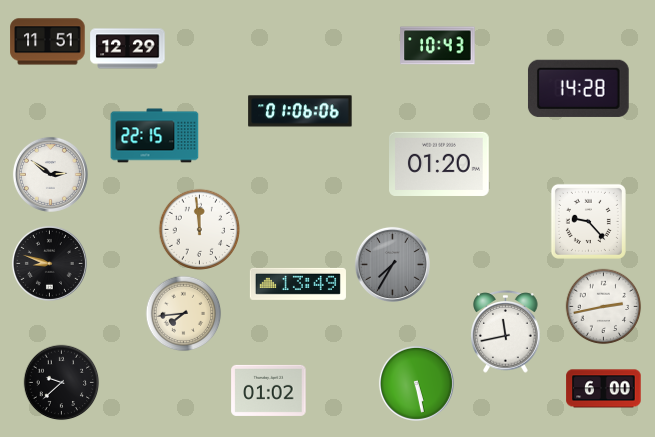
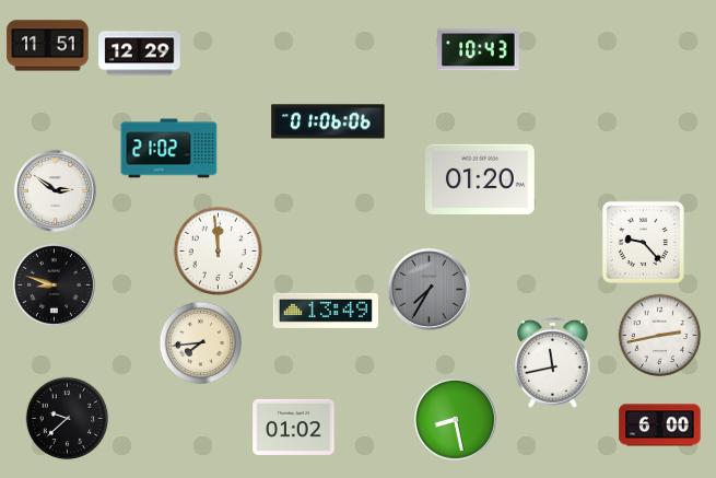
clock at (48, 42) position: (48, 42) -> (48, 46)
clock at (578, 88): 14:28 -> none
clock at (155, 136): 22:15 -> 21:02
clock at (49, 263) position: (49, 263) -> (54, 284)
clock at (416, 383): 5:28 -> 8:28
